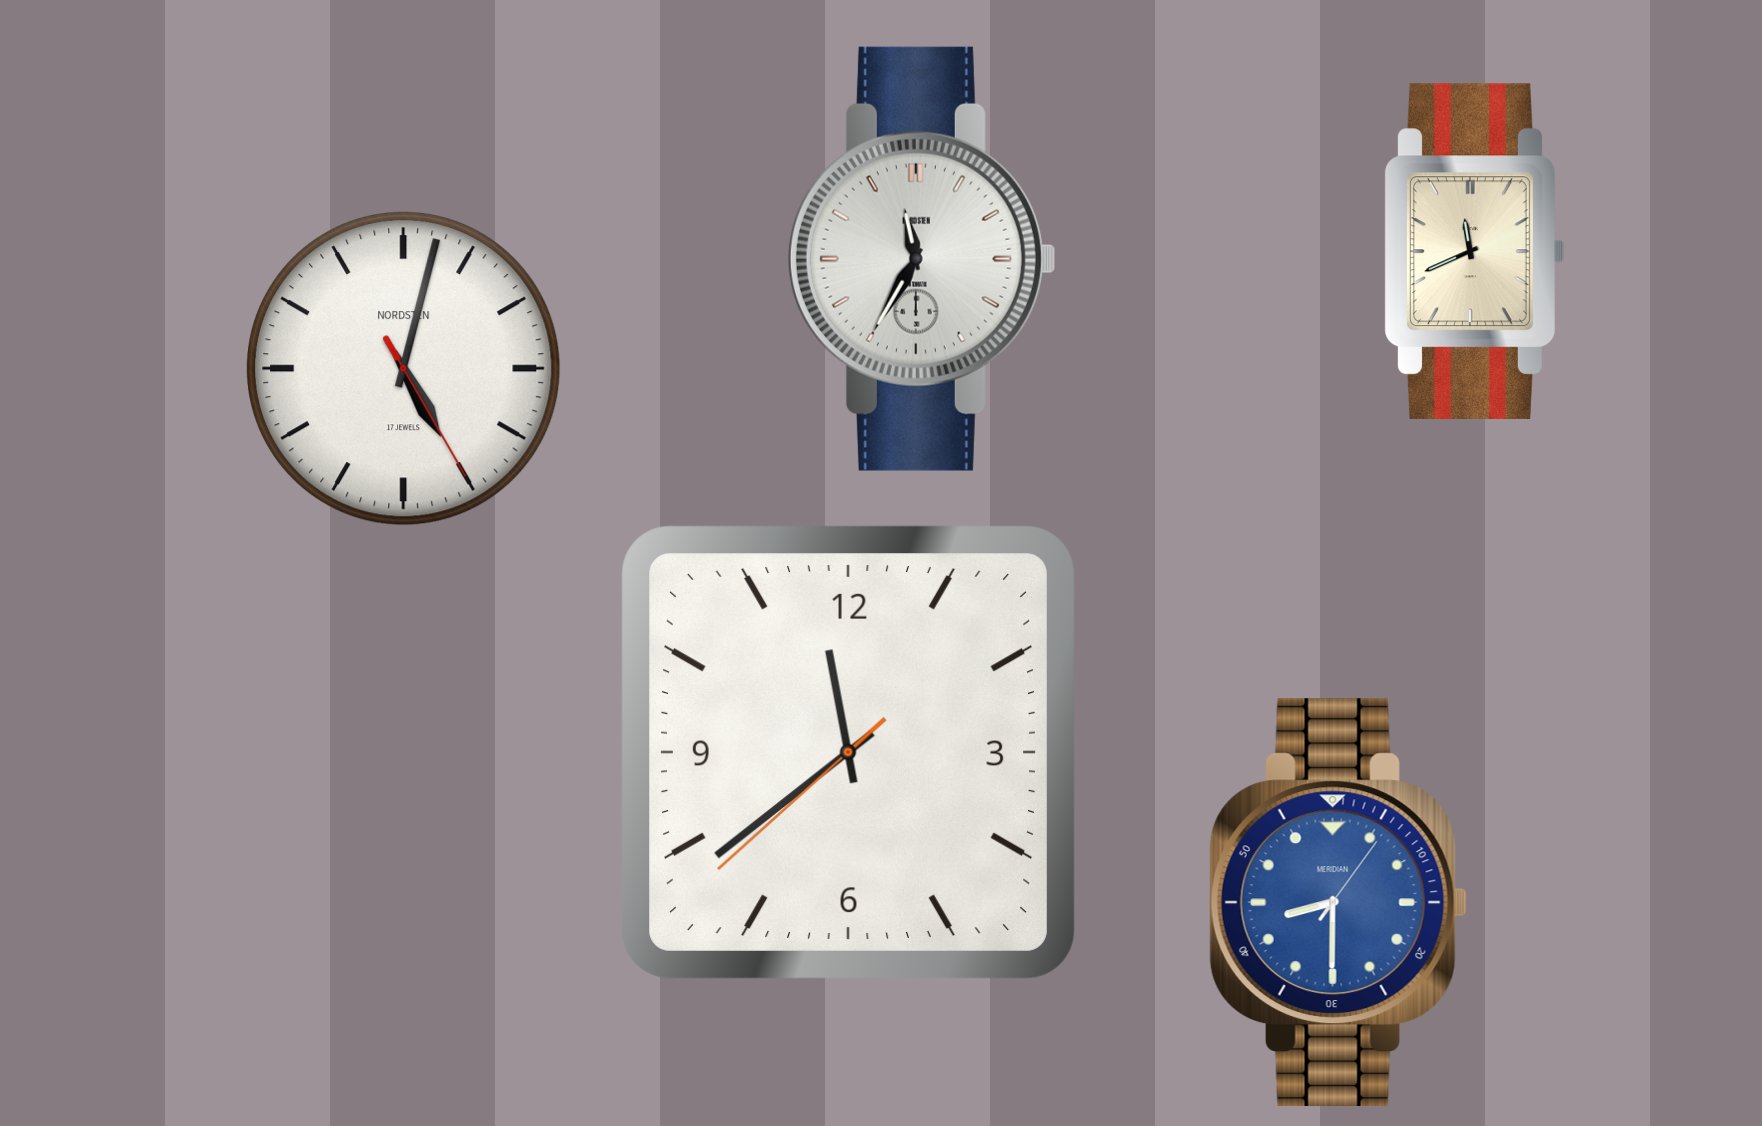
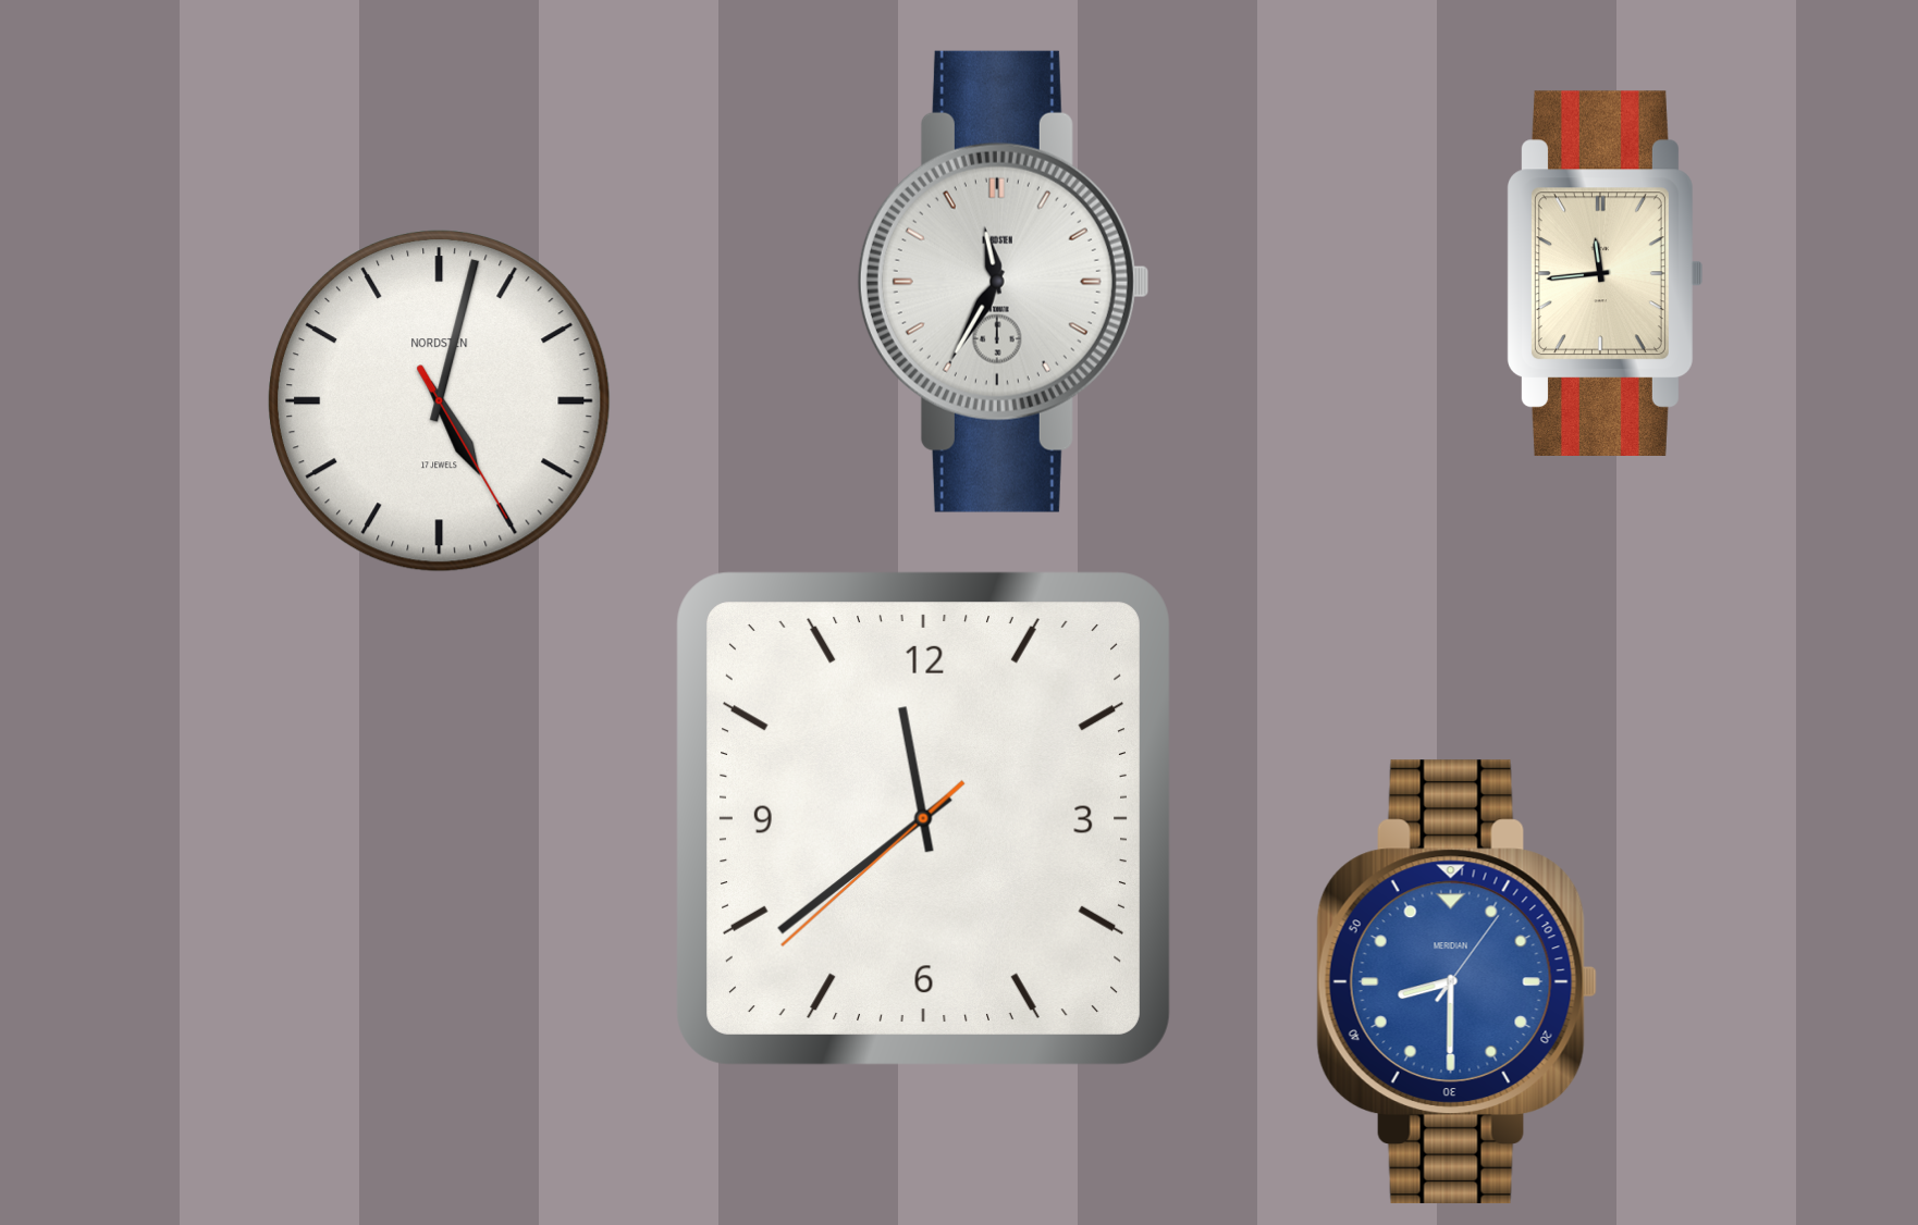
clock at (1475, 251): 11:41 -> 11:44
